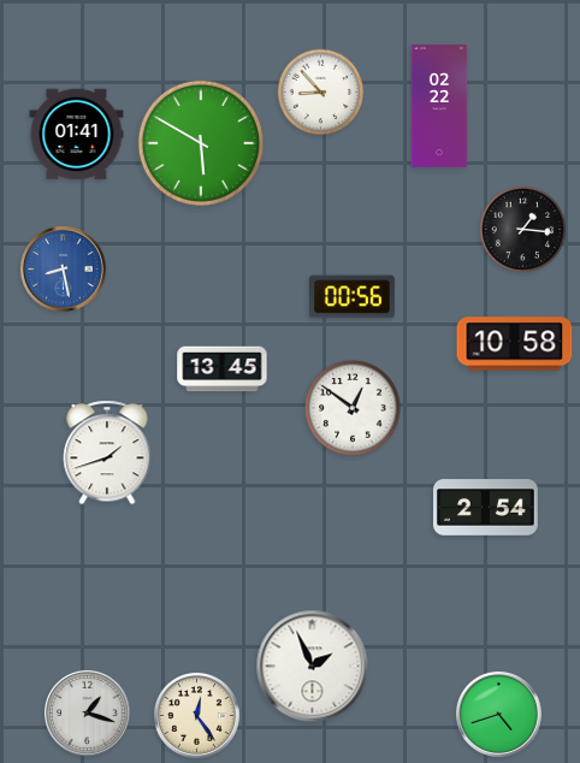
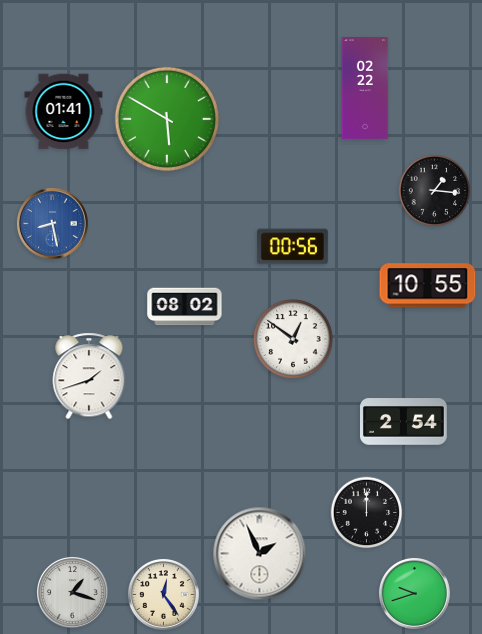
clock at (321, 93): 8:53 -> none
clock at (515, 344): 10:58 -> 10:55
clock at (223, 369): 13:45 -> 08:02
clock at (367, 513): none -> 12:00
clock at (499, 715): 4:42 -> 9:42
